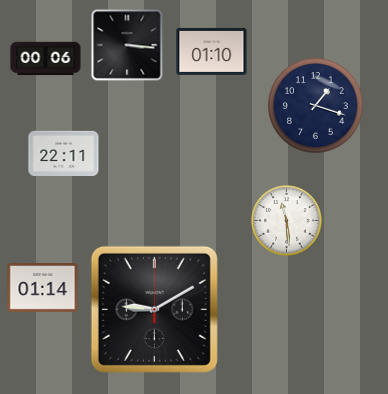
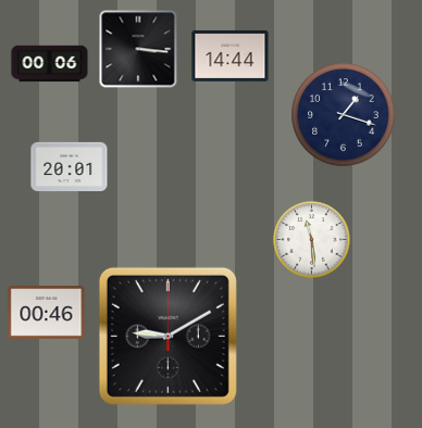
clock at (212, 51): 01:10 -> 14:44
clock at (64, 153): 22:11 -> 20:01
clock at (43, 288): 01:14 -> 00:46
